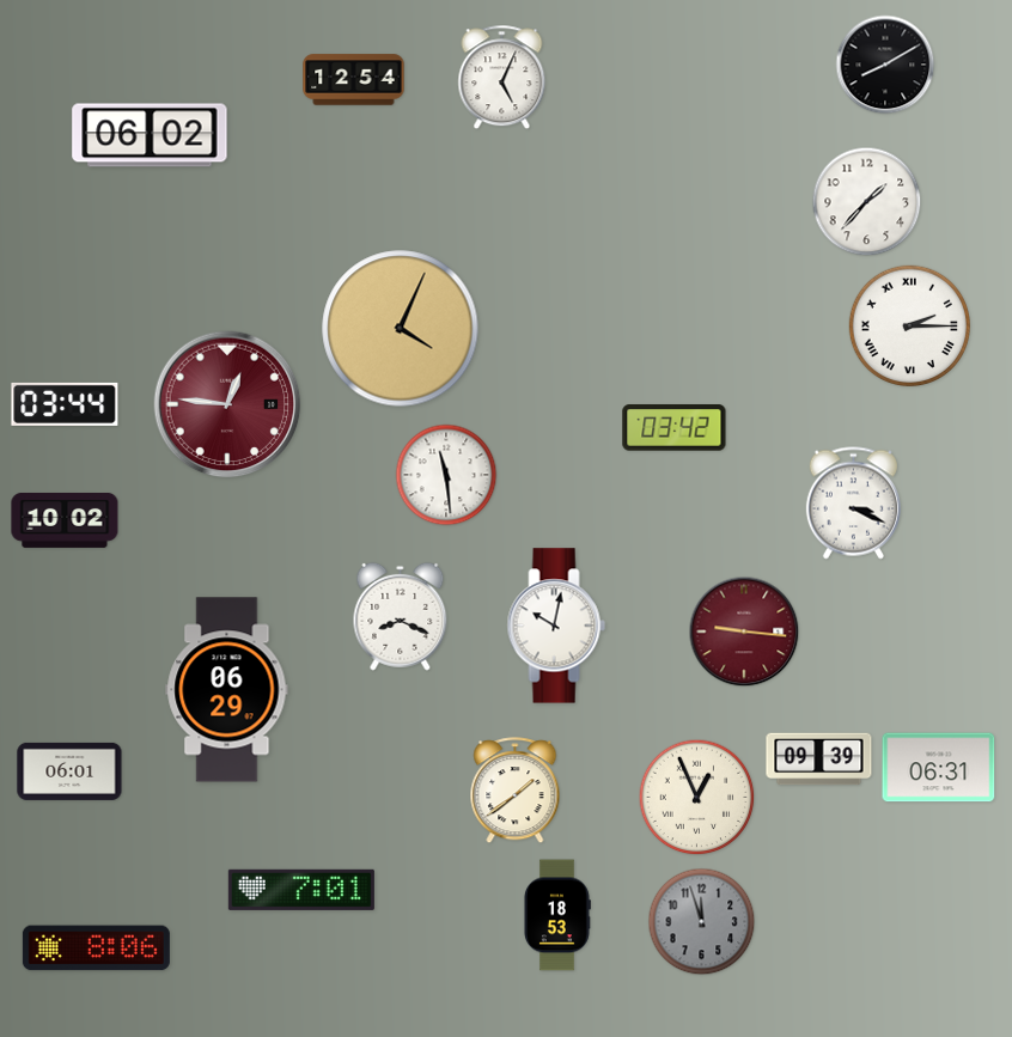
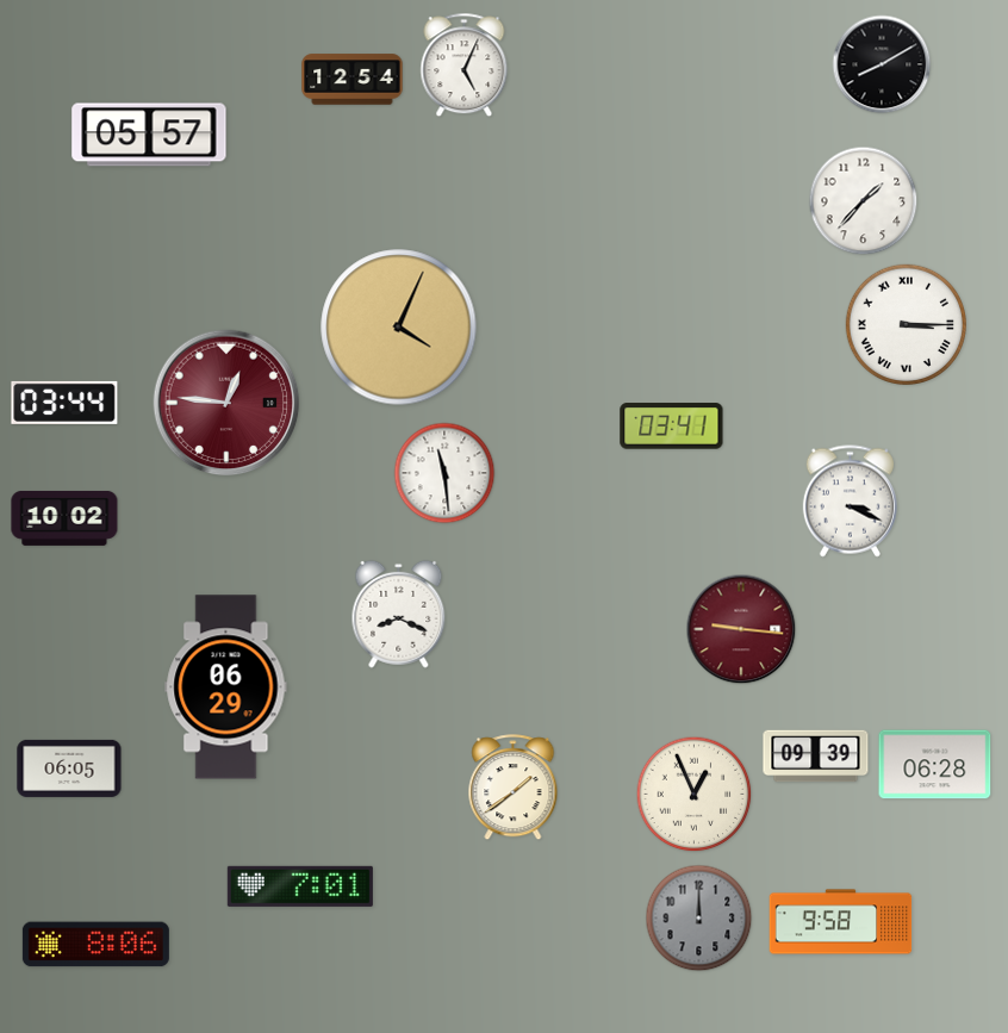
clock at (502, 78) position: (502, 78) -> (465, 66)
clock at (150, 135): 06:02 -> 05:57
clock at (909, 325): 2:15 -> 3:15
clock at (675, 428): 03:42 -> 03:41
clock at (556, 626): 10:02 -> none
clock at (939, 768): 06:31 -> 06:28
clock at (69, 771): 06:01 -> 06:05
clock at (557, 915): 18:53 -> none
clock at (702, 922): 11:57 -> 12:00
clock at (841, 922): none -> 9:58
